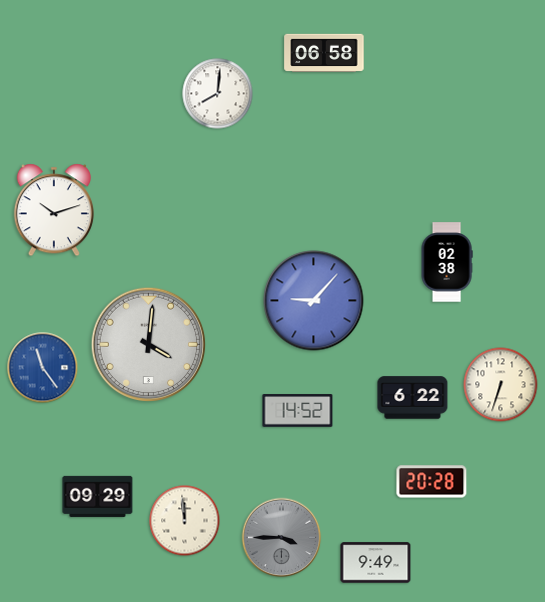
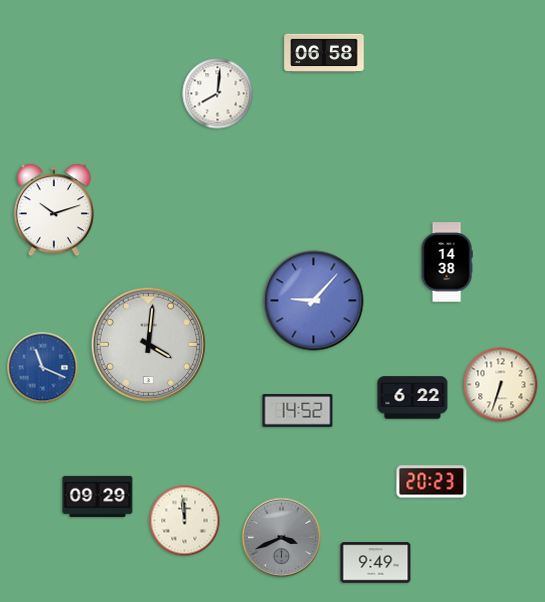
clock at (447, 262): 02:38 -> 14:38
clock at (43, 368): 11:24 -> 11:19
clock at (432, 482): 20:28 -> 20:23
clock at (282, 538): 3:45 -> 3:41
